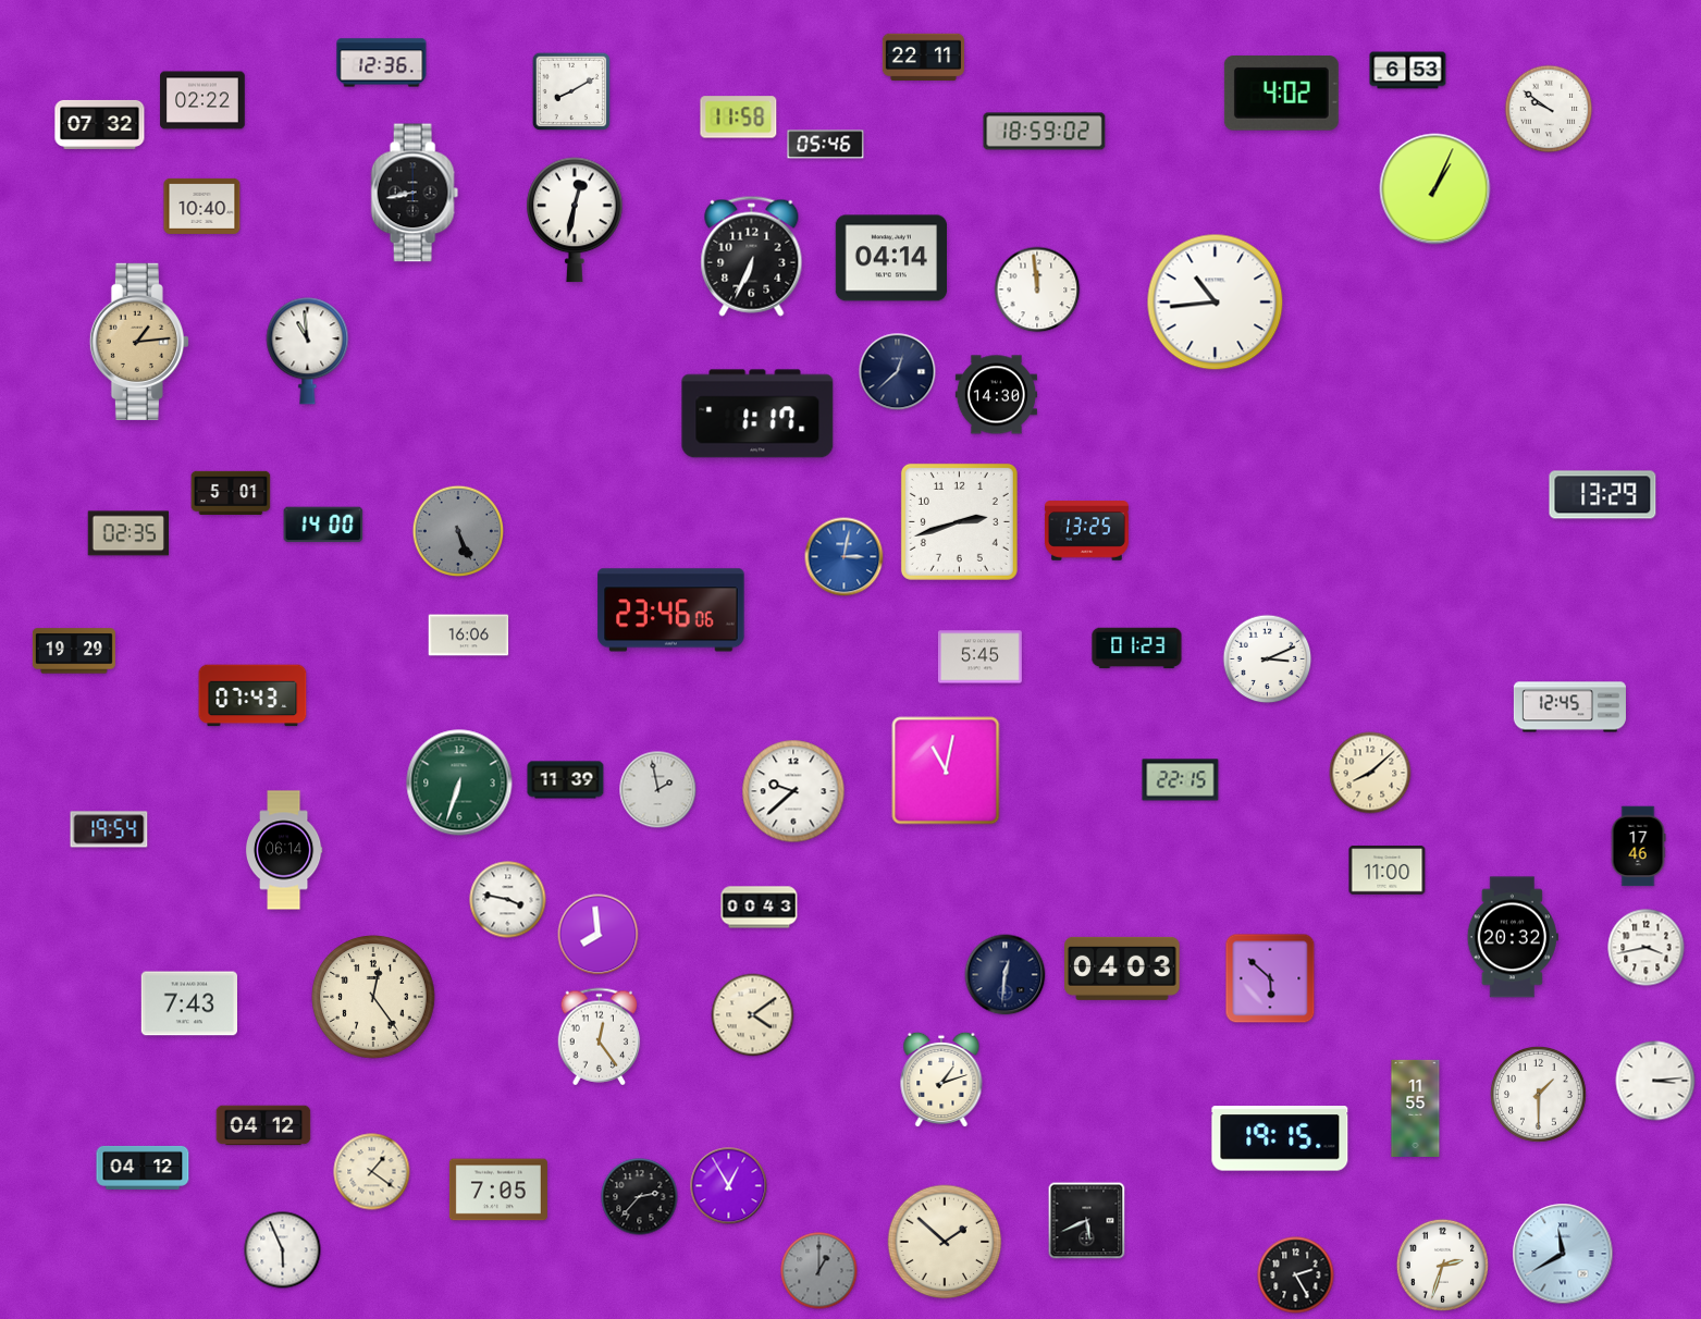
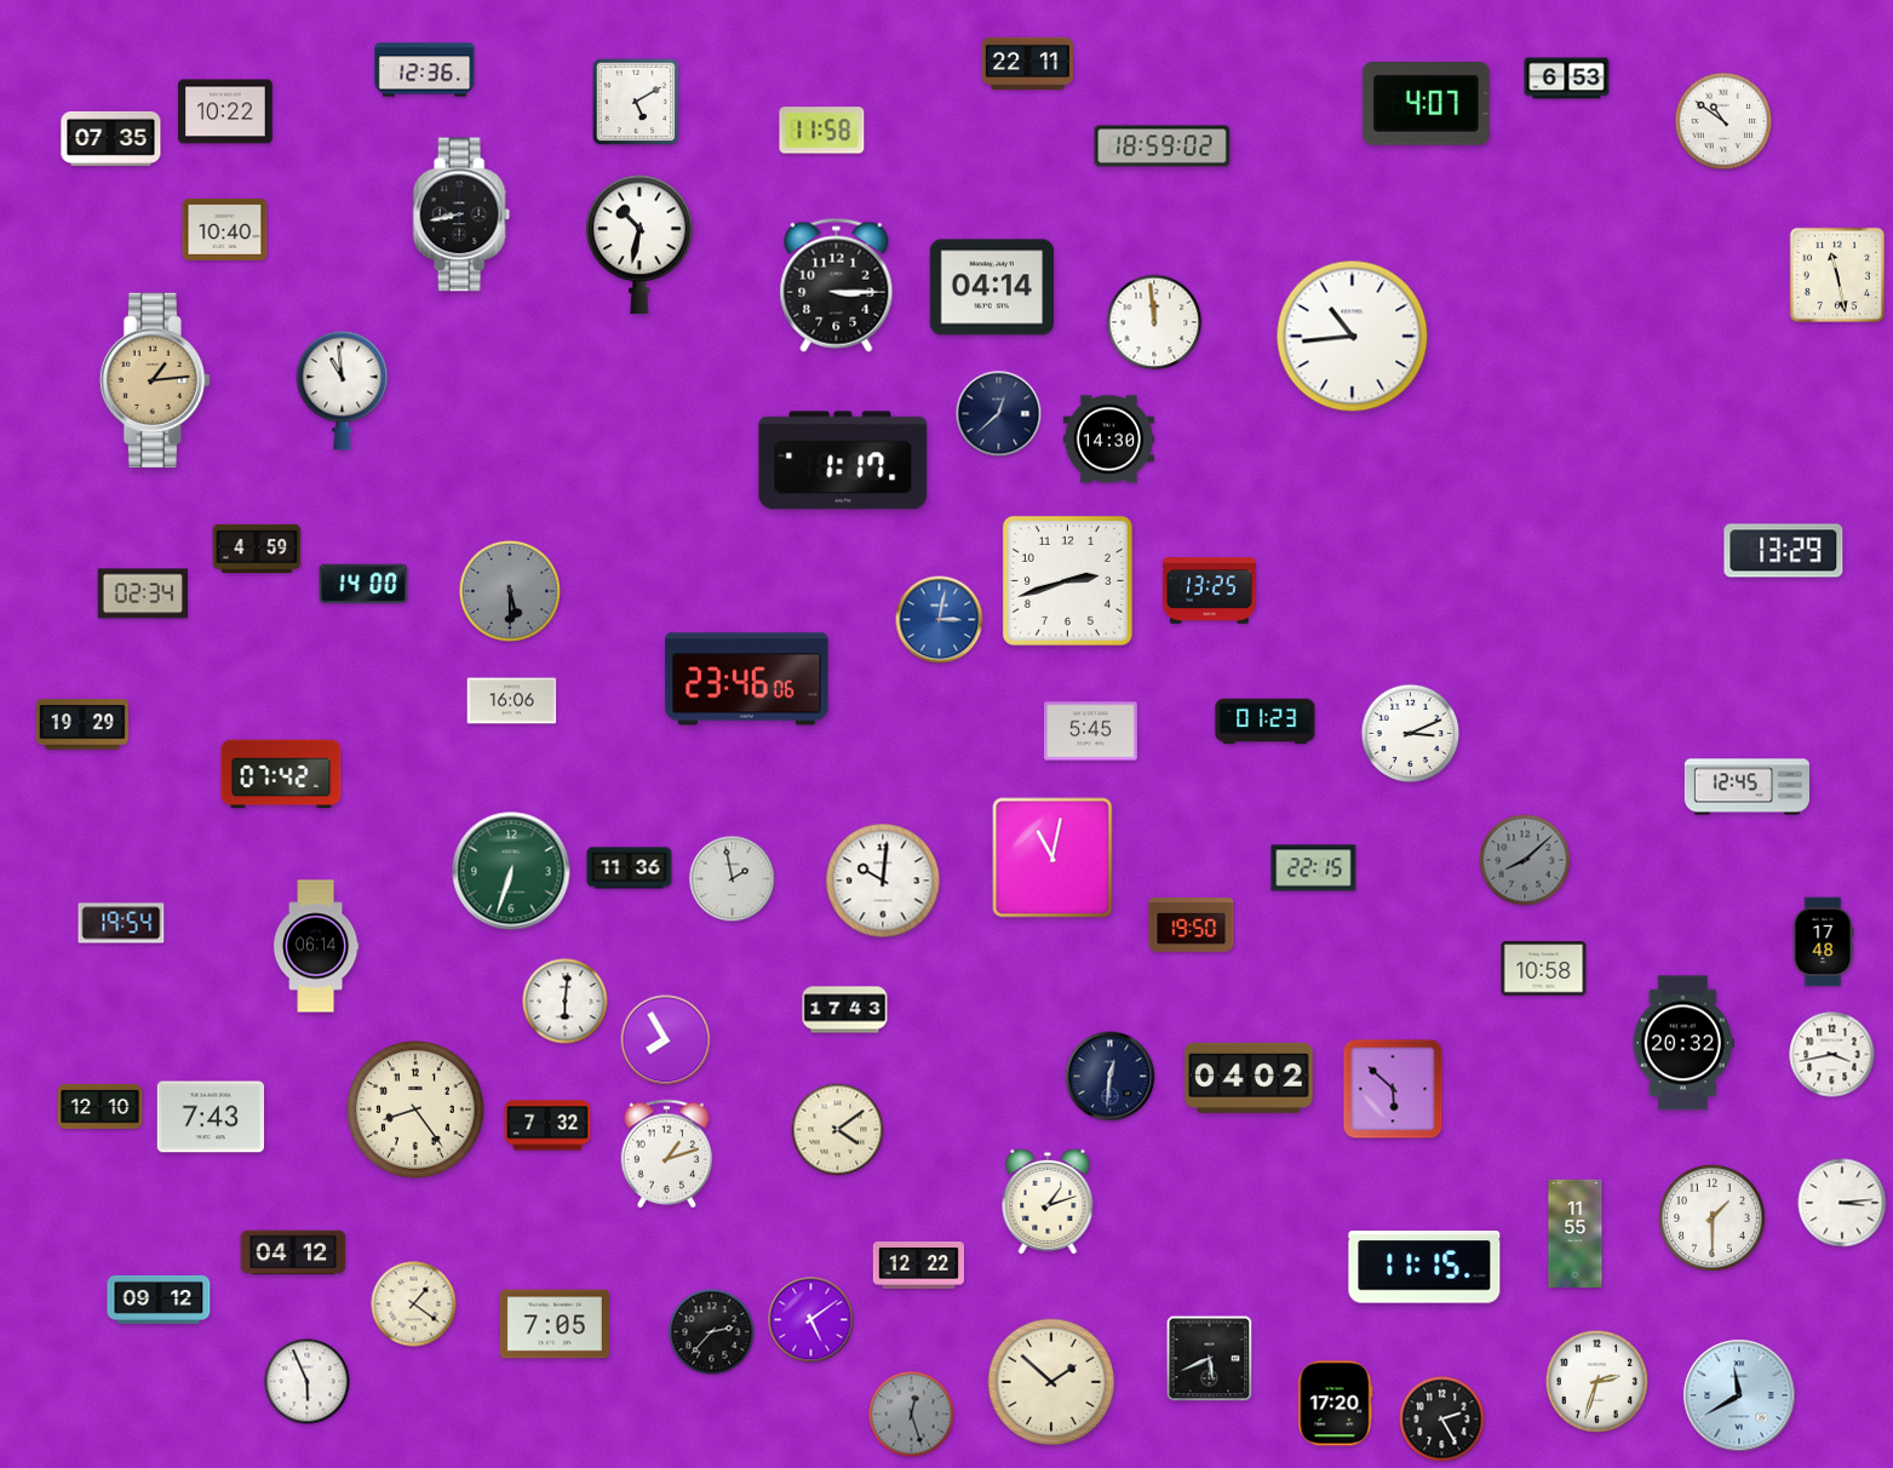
clock at (571, 91): 8:10 -> 5:10
clock at (1281, 94): 4:02 -> 4:07
clock at (202, 100): 02:22 -> 10:22
clock at (1549, 109): 9:51 -> 10:51
clock at (100, 124): 07:32 -> 07:35
clock at (826, 145): 05:46 -> none
clock at (1435, 189): 1:04 -> none
clock at (575, 220): 12:32 -> 10:32
clock at (1837, 275): none -> 11:28
clock at (752, 256): 6:34 -> 3:15
clock at (231, 492): 5:01 -> 4:59
clock at (323, 525) position: (323, 525) -> (363, 584)
clock at (457, 530): 5:26 -> 5:30
clock at (127, 533): 02:35 -> 02:34
clock at (469, 636) position: (469, 636) -> (512, 701)
clock at (252, 695): 07:43 -> 07:42
clock at (1370, 773) dial: cream -> grey
clock at (566, 780): 11:39 -> 11:36
clock at (793, 791): 9:38 -> 10:01
clock at (1192, 925): none -> 19:50
clock at (1638, 847): 17:46 -> 17:48
clock at (1388, 871): 11:00 -> 10:58
clock at (508, 900): 3:47 -> 6:01
clock at (760, 908): 00:43 -> 17:43
clock at (599, 935): 7:59 -> 7:55
clock at (1122, 969): 04:03 -> 04:02
clock at (1006, 975) position: (1006, 975) -> (1111, 1077)
clock at (1270, 978) position: (1270, 978) -> (1393, 1089)
clock at (101, 1106): none -> 12:10
clock at (373, 997): 12:24 -> 8:24
clock at (547, 1125): none -> 7:32
clock at (600, 1037): 12:24 -> 1:12
clock at (918, 1266): none -> 12:22
clock at (1280, 1138): 19:15 -> 11:15
clock at (143, 1168): 04:12 -> 09:12
clock at (729, 1186): 12:55 -> 5:09
clock at (283, 1250) position: (283, 1250) -> (308, 1382)
clock at (1336, 1404): none -> 17:20
clock at (1442, 1265) position: (1442, 1265) -> (1596, 1381)
clock at (819, 1271): 1:00 -> 12:27
